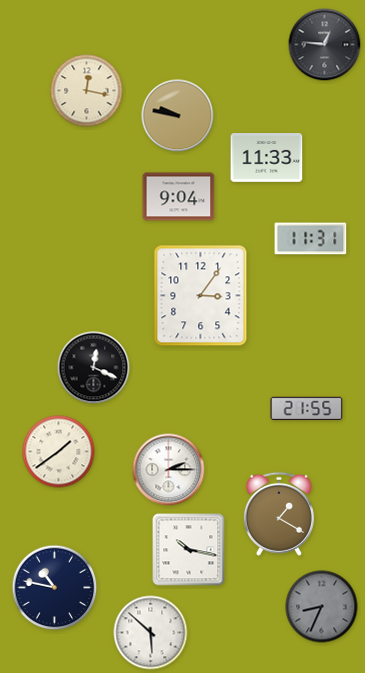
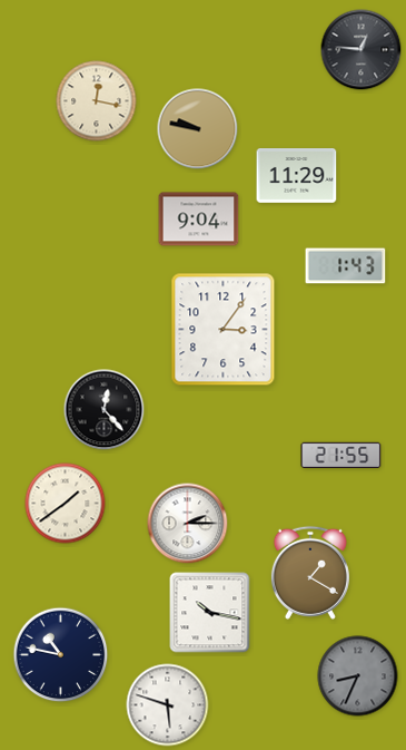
clock at (267, 158): 11:33 -> 11:29
clock at (311, 239): 11:31 -> 1:43
clock at (94, 368): 12:19 -> 12:23
clock at (151, 633): 5:52 -> 5:48
